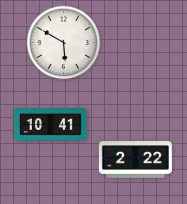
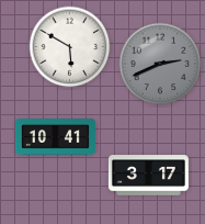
clock at (160, 64): none -> 2:41
clock at (135, 160): 2:22 -> 3:17
